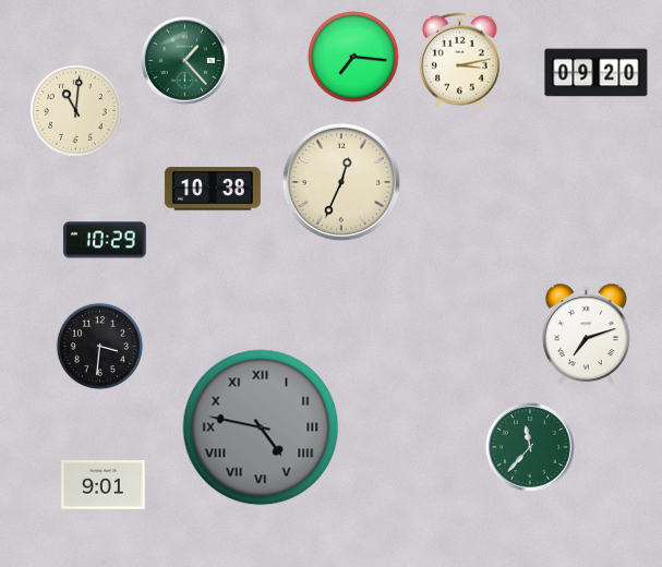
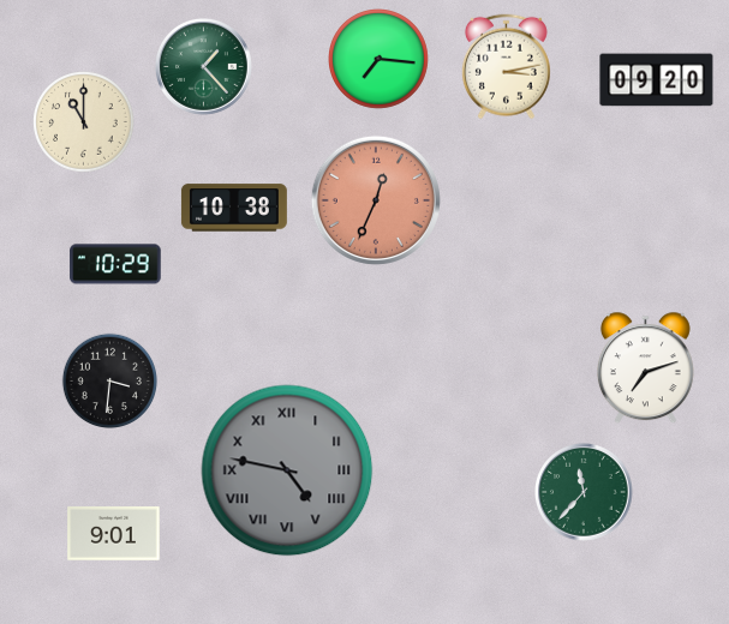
clock at (354, 58) position: (354, 58) -> (380, 60)
clock at (76, 111): 11:01 -> 11:00
clock at (341, 182) dial: cream -> salmon
